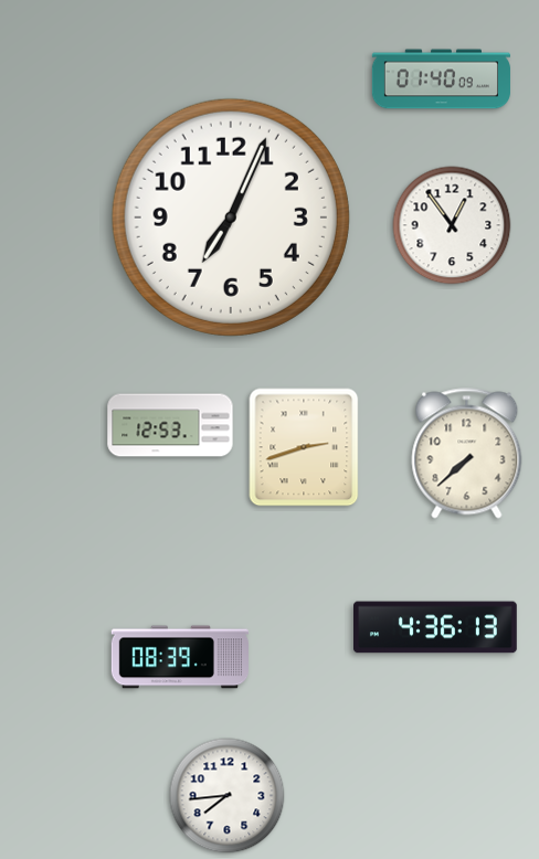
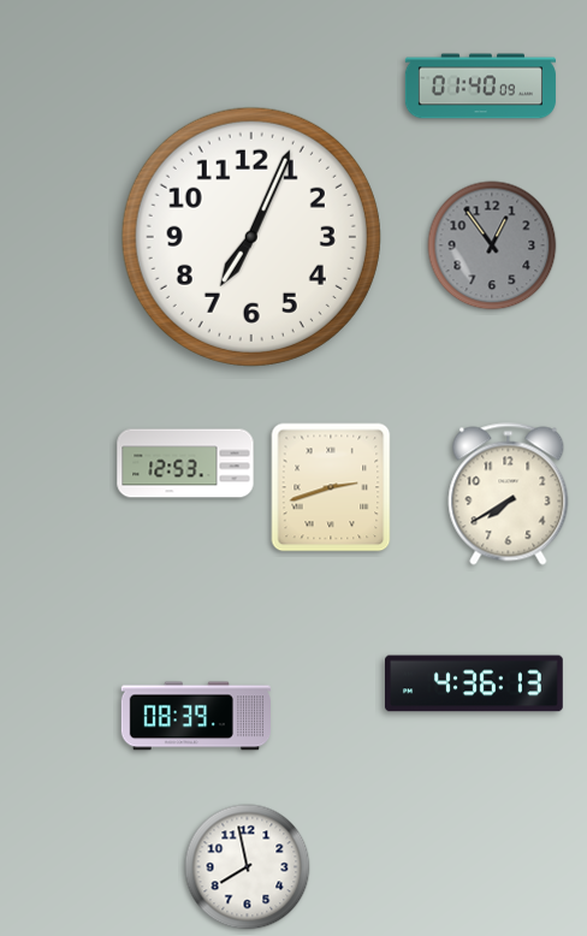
clock at (452, 225) dial: white -> grey
clock at (467, 454): 7:38 -> 7:40
clock at (228, 796): 7:44 -> 7:58
